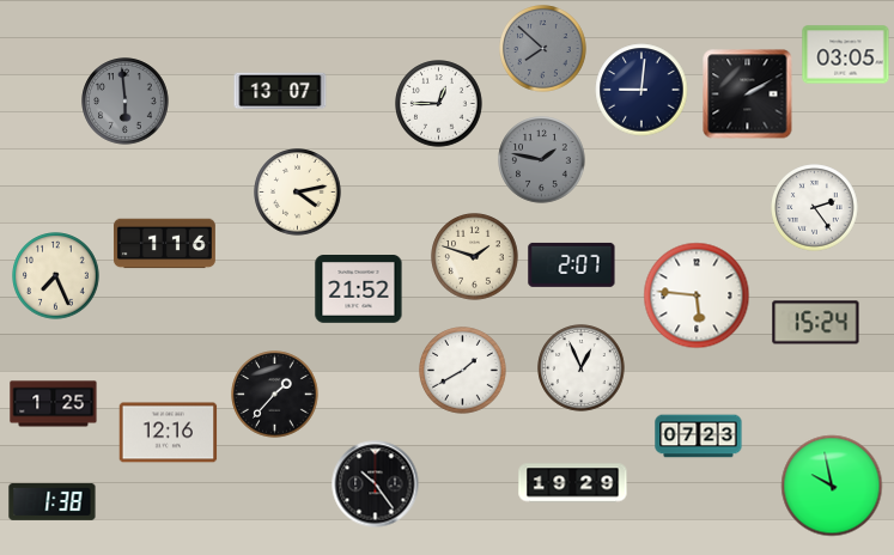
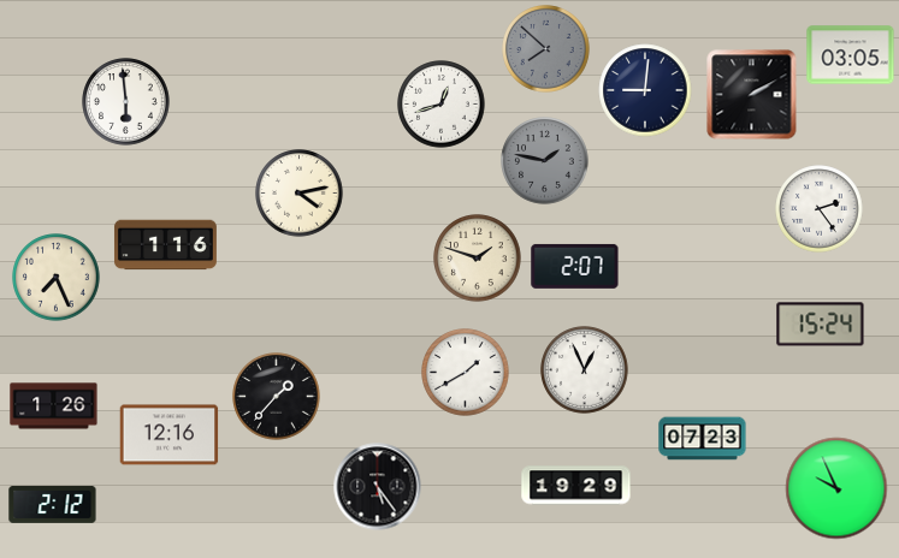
clock at (280, 91): 13:07 -> none
clock at (126, 102) dial: grey -> white
clock at (439, 104): 12:45 -> 12:42
clock at (359, 289): 21:52 -> none
clock at (697, 295): 5:46 -> none
clock at (54, 404): 1:25 -> 1:26
clock at (376, 484): 10:24 -> 5:24
clock at (832, 486): 9:58 -> 9:56
clock at (53, 501): 1:38 -> 2:12
